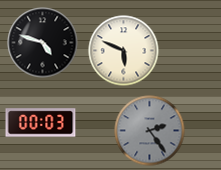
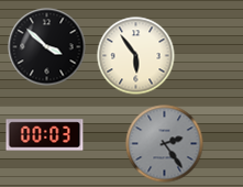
clock at (43, 43): 4:48 -> 3:52
clock at (124, 51): 5:49 -> 5:54
